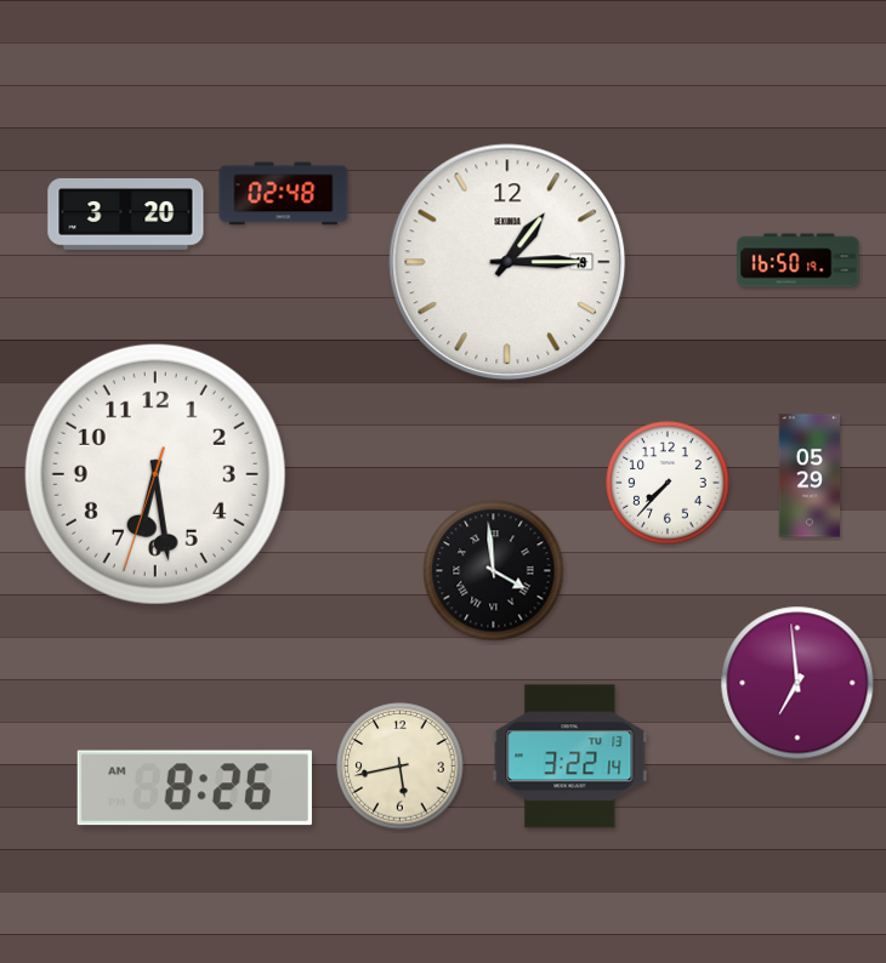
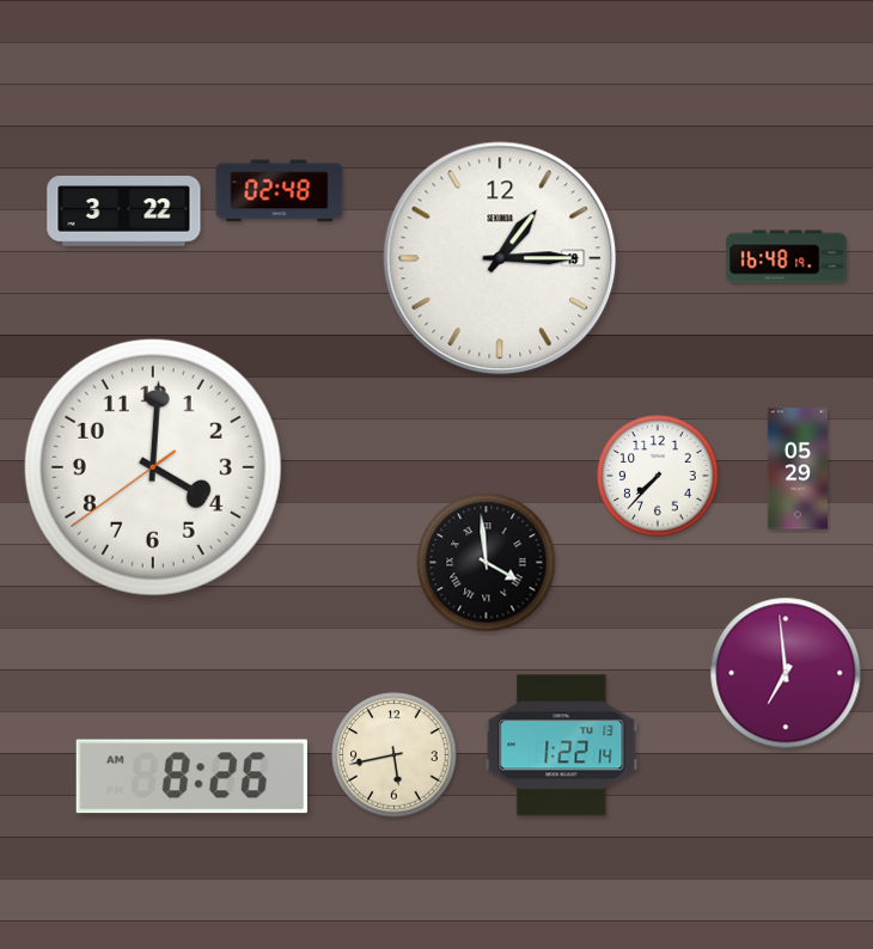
clock at (126, 215): 3:20 -> 3:22
clock at (799, 261): 16:50 -> 16:48
clock at (155, 474): 6:28 -> 4:00
clock at (570, 757): 3:22 -> 1:22
